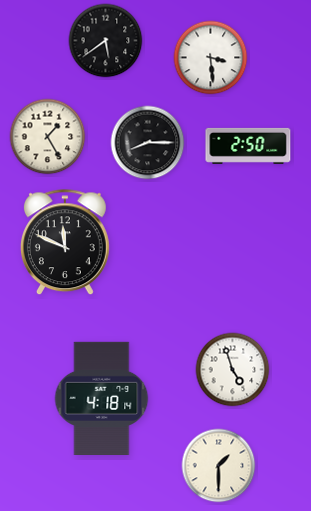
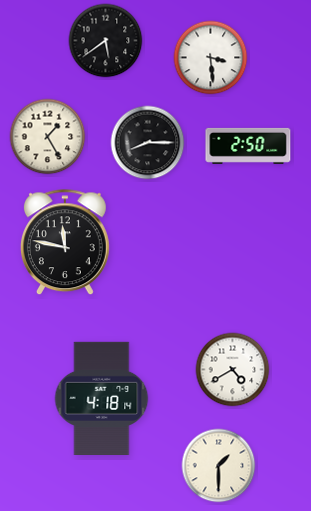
clock at (65, 243): 11:49 -> 11:47
clock at (233, 370): 4:57 -> 4:40
